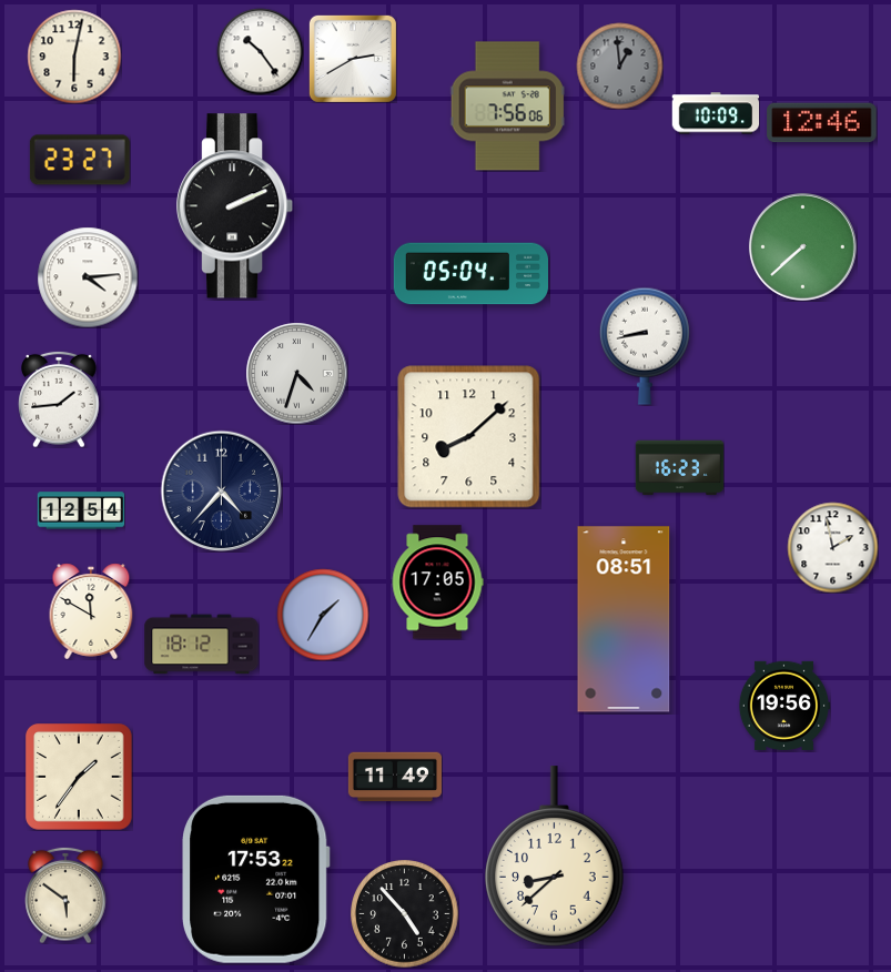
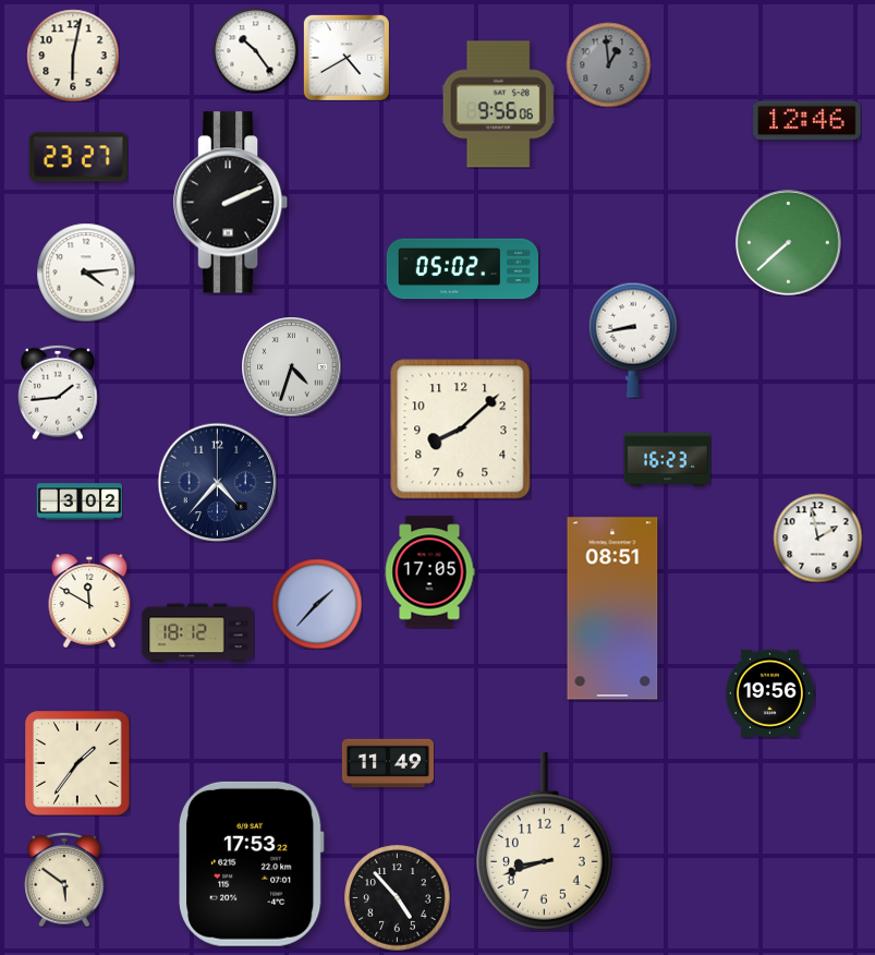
clock at (353, 59): 2:40 -> 4:40
clock at (508, 107): 7:56 -> 9:56
clock at (716, 113): 10:09 -> none
clock at (470, 274): 05:04 -> 05:02
clock at (81, 510): 12:54 -> 3:02
clock at (323, 615): 1:35 -> 1:37
clock at (555, 857): 8:38 -> 8:42
